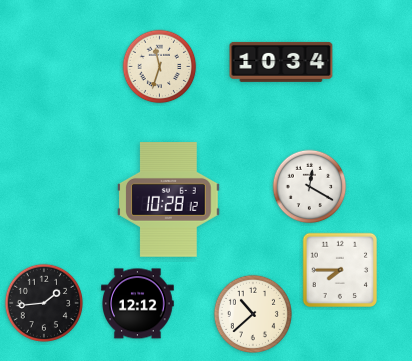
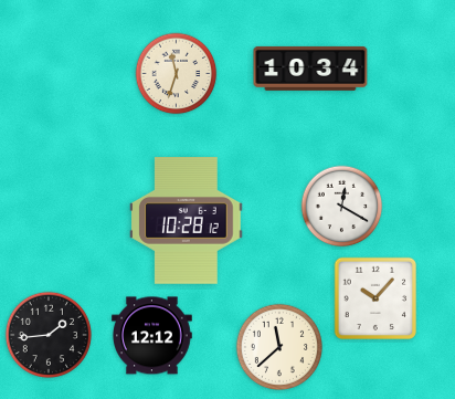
clock at (340, 270): 7:45 -> 10:07
clock at (252, 313): 10:38 -> 11:38
